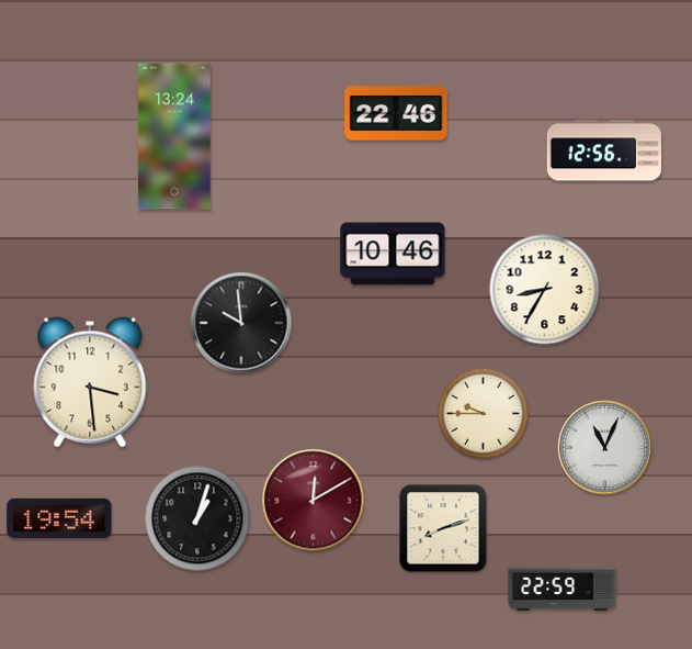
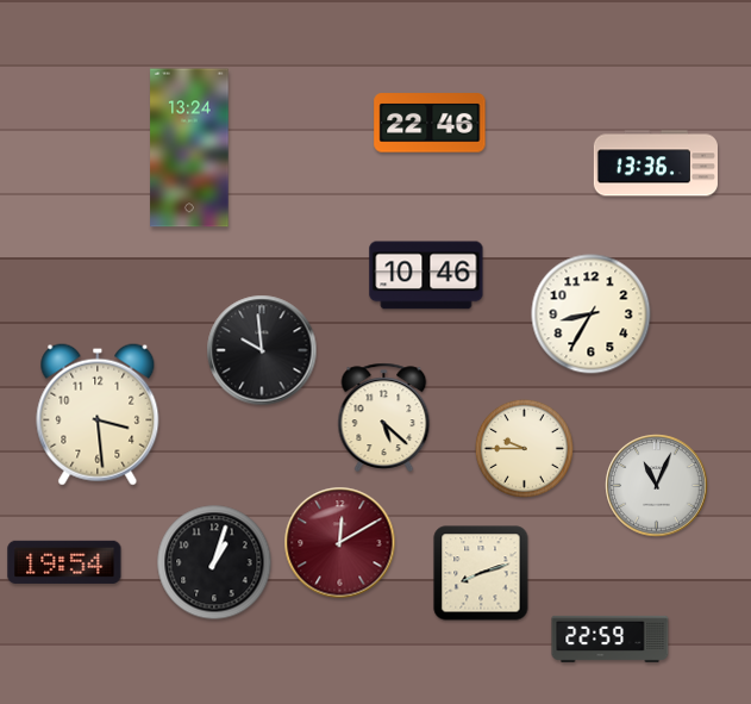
clock at (604, 150): 12:56 -> 13:36
clock at (384, 417): none -> 5:22
